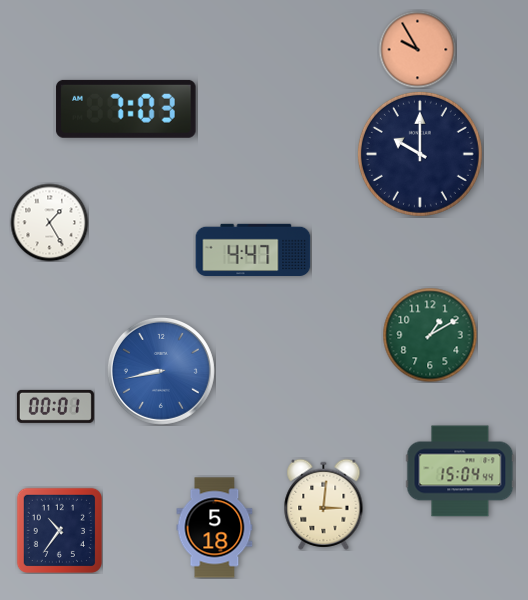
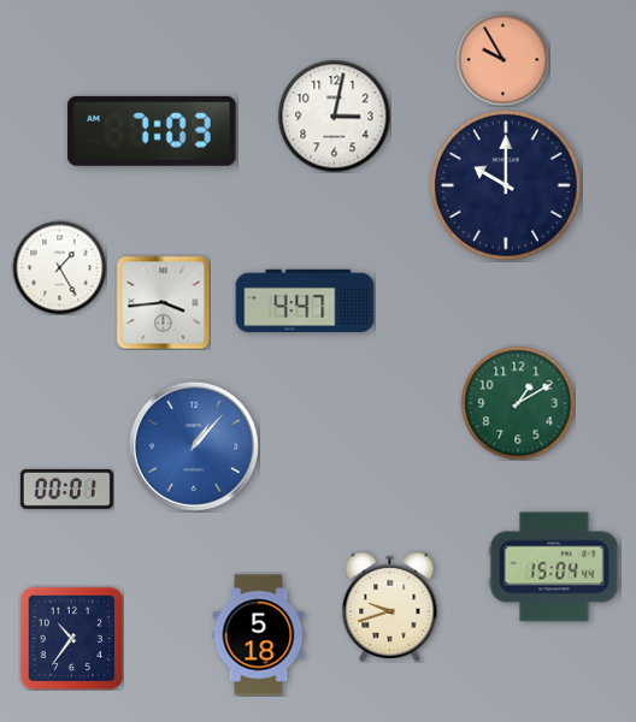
clock at (334, 116): none -> 3:02
clock at (163, 302): none -> 3:44
clock at (161, 371): 8:43 -> 1:07
clock at (324, 504): 3:01 -> 9:42
